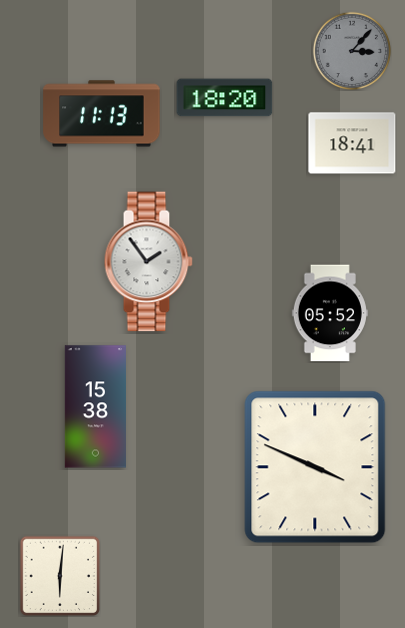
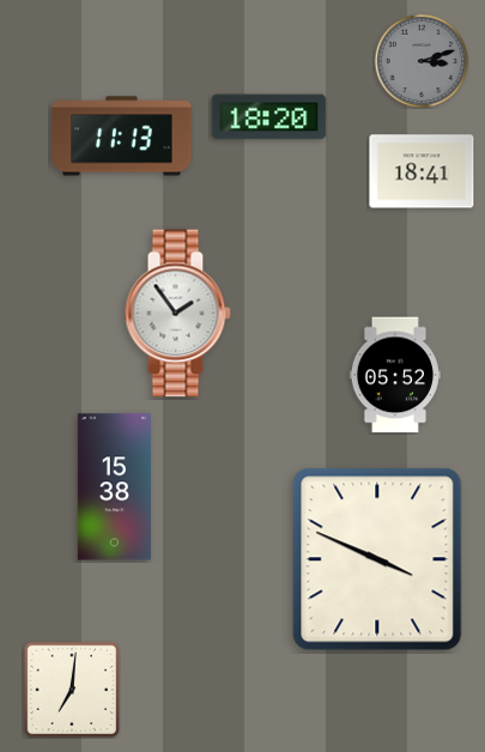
clock at (352, 51): 3:07 -> 3:12
clock at (59, 575): 6:01 -> 7:01
